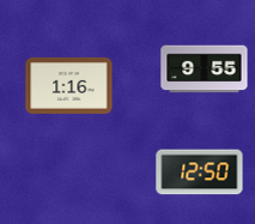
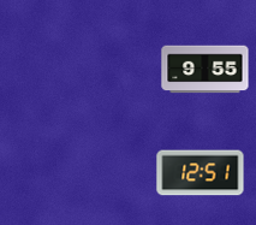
clock at (69, 85): 1:16 -> none
clock at (200, 172): 12:50 -> 12:51
